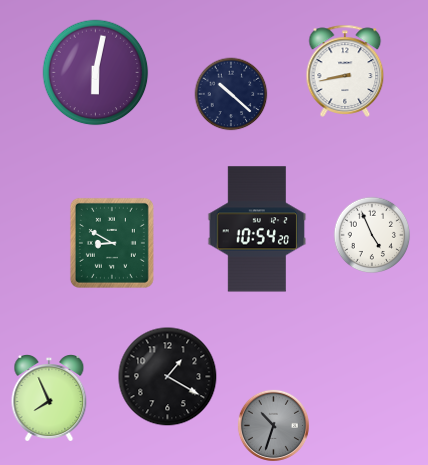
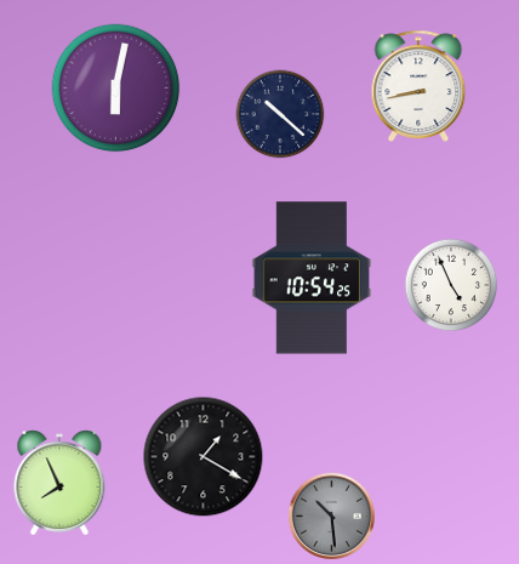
clock at (257, 229): 10:54:20 -> 10:54:25
clock at (112, 243): 8:50 -> none
clock at (273, 425): 10:33 -> 10:29
